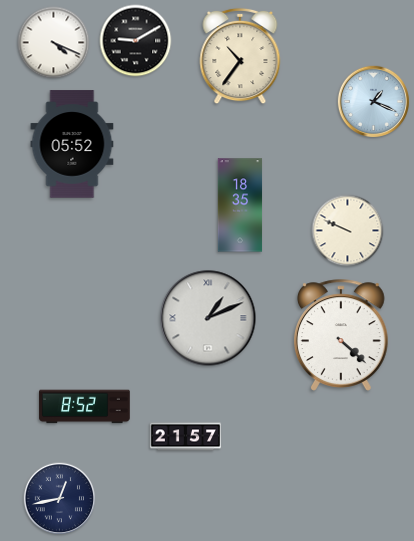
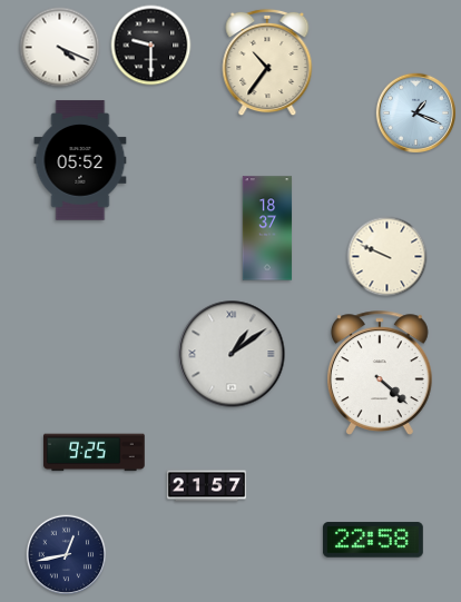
clock at (136, 41): 9:10 -> 9:30
clock at (240, 205): 18:35 -> 18:37
clock at (208, 318): 1:11 -> 1:09
clock at (85, 407): 8:52 -> 9:25
clock at (373, 540): none -> 22:58
